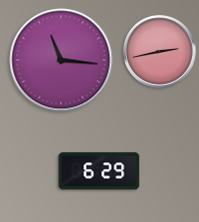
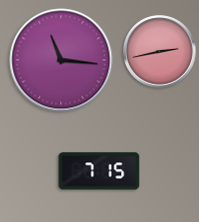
clock at (99, 171): 6:29 -> 7:15
